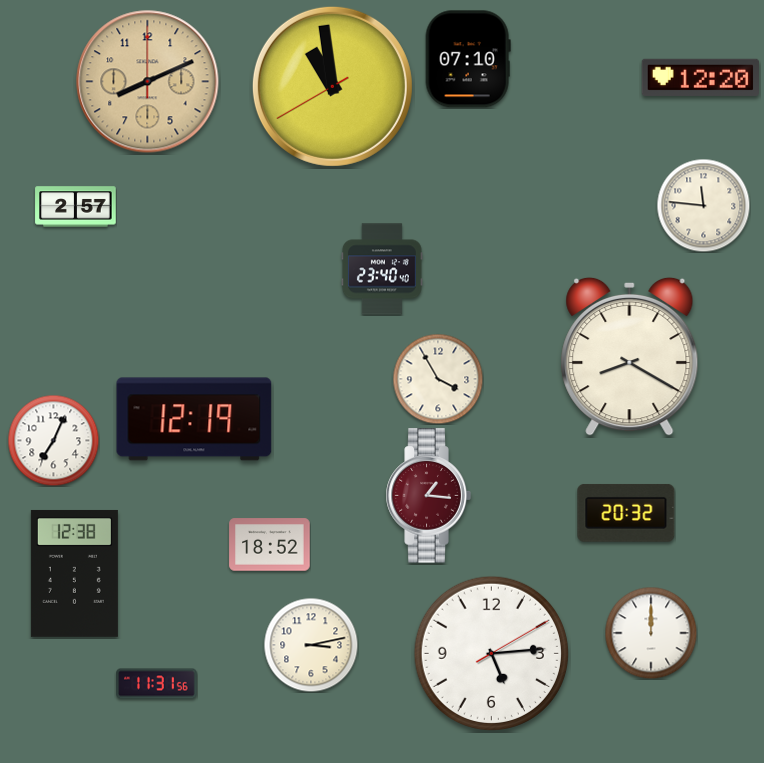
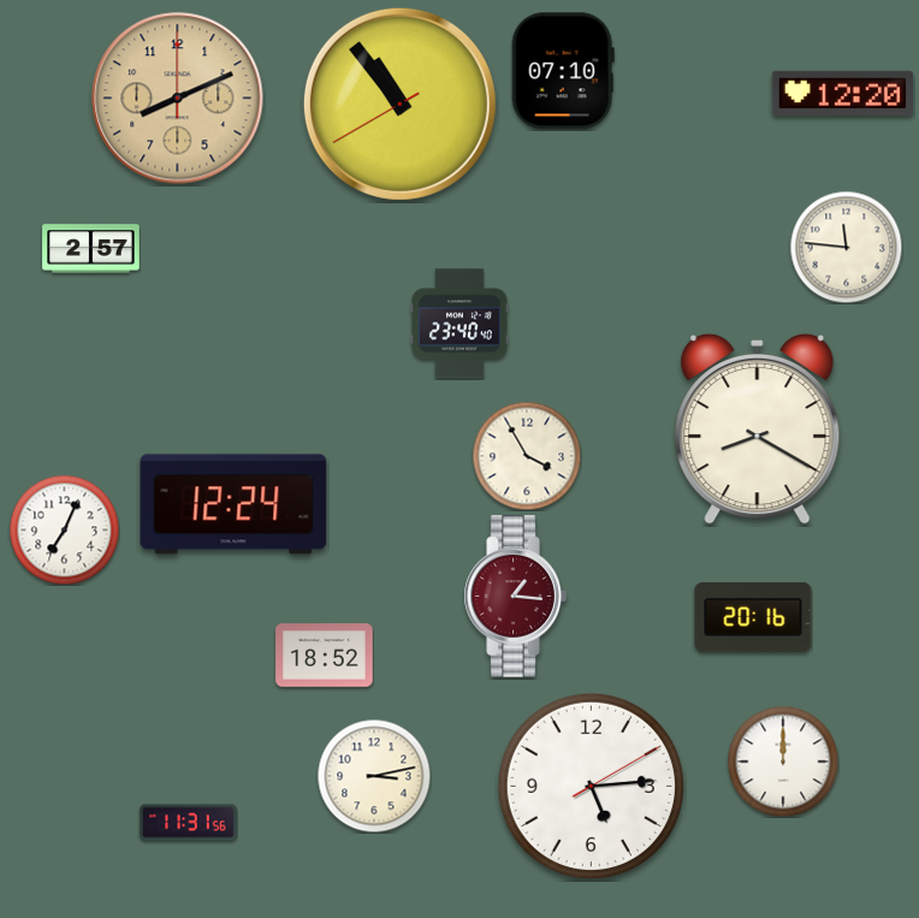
clock at (332, 86): 10:58 -> 10:53
clock at (194, 419): 12:19 -> 12:24
clock at (626, 513): 20:32 -> 20:16
clock at (74, 573): 12:38 -> none
